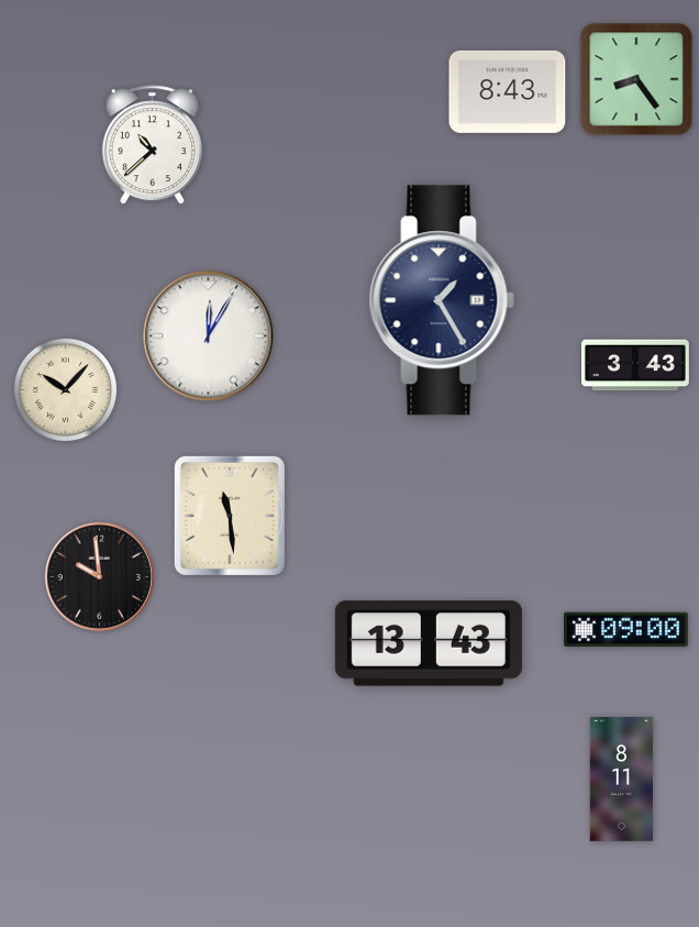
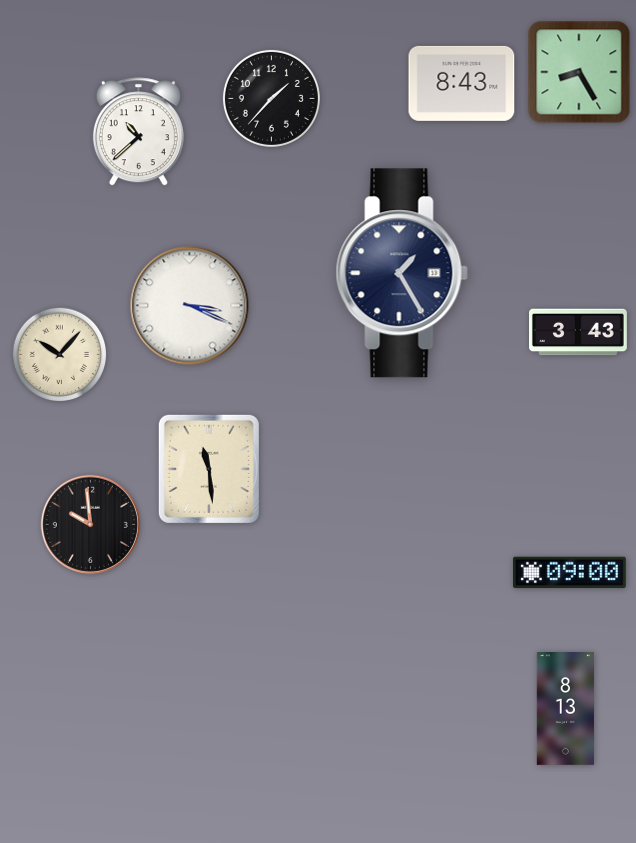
clock at (636, 79): 8:24 -> 8:25
clock at (271, 98): none -> 1:37
clock at (209, 336): 12:05 -> 3:19
clock at (429, 643): 13:43 -> none
clock at (621, 780): 8:11 -> 8:13
